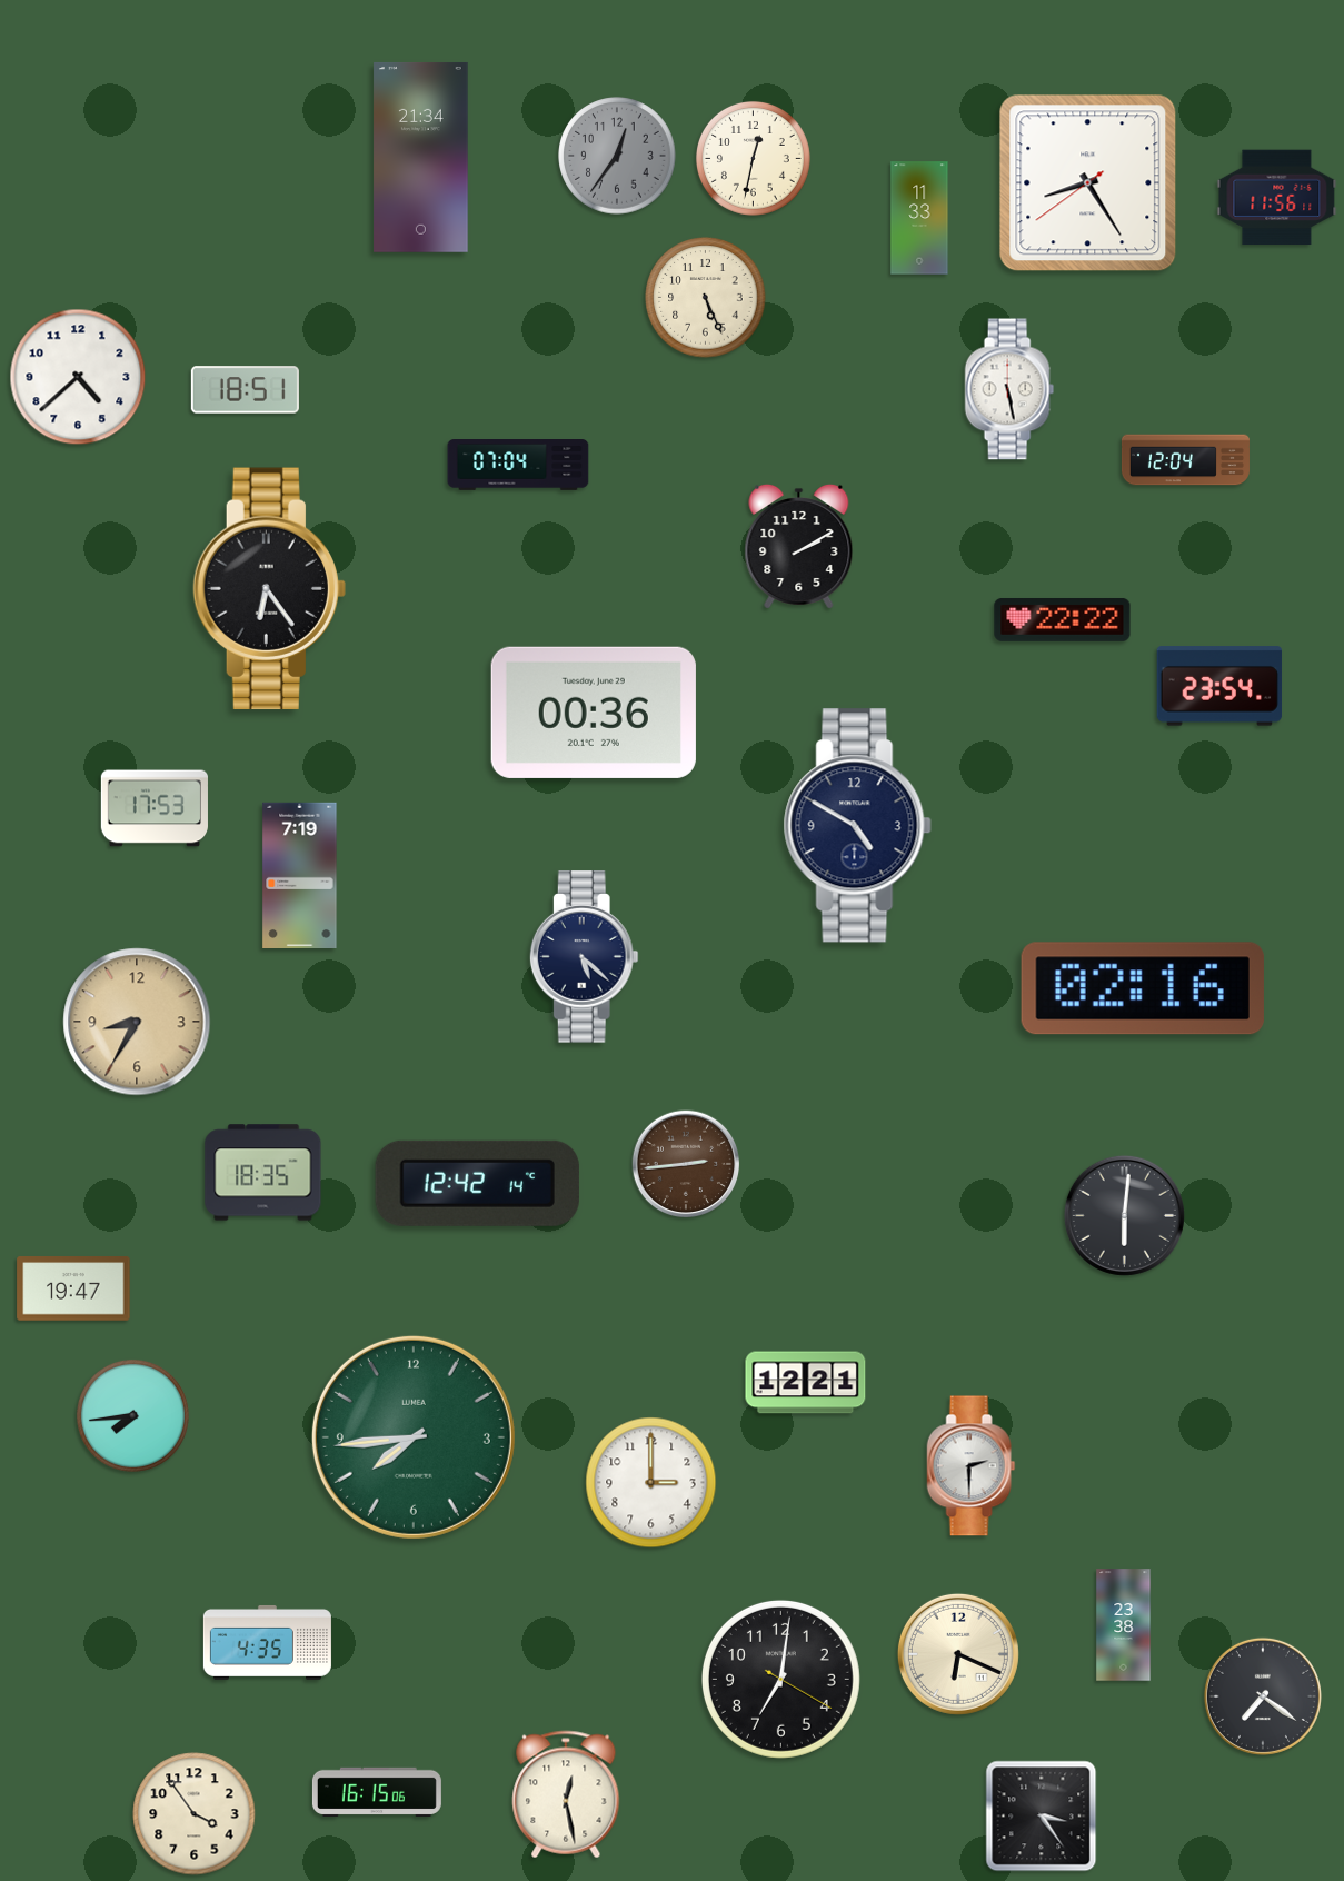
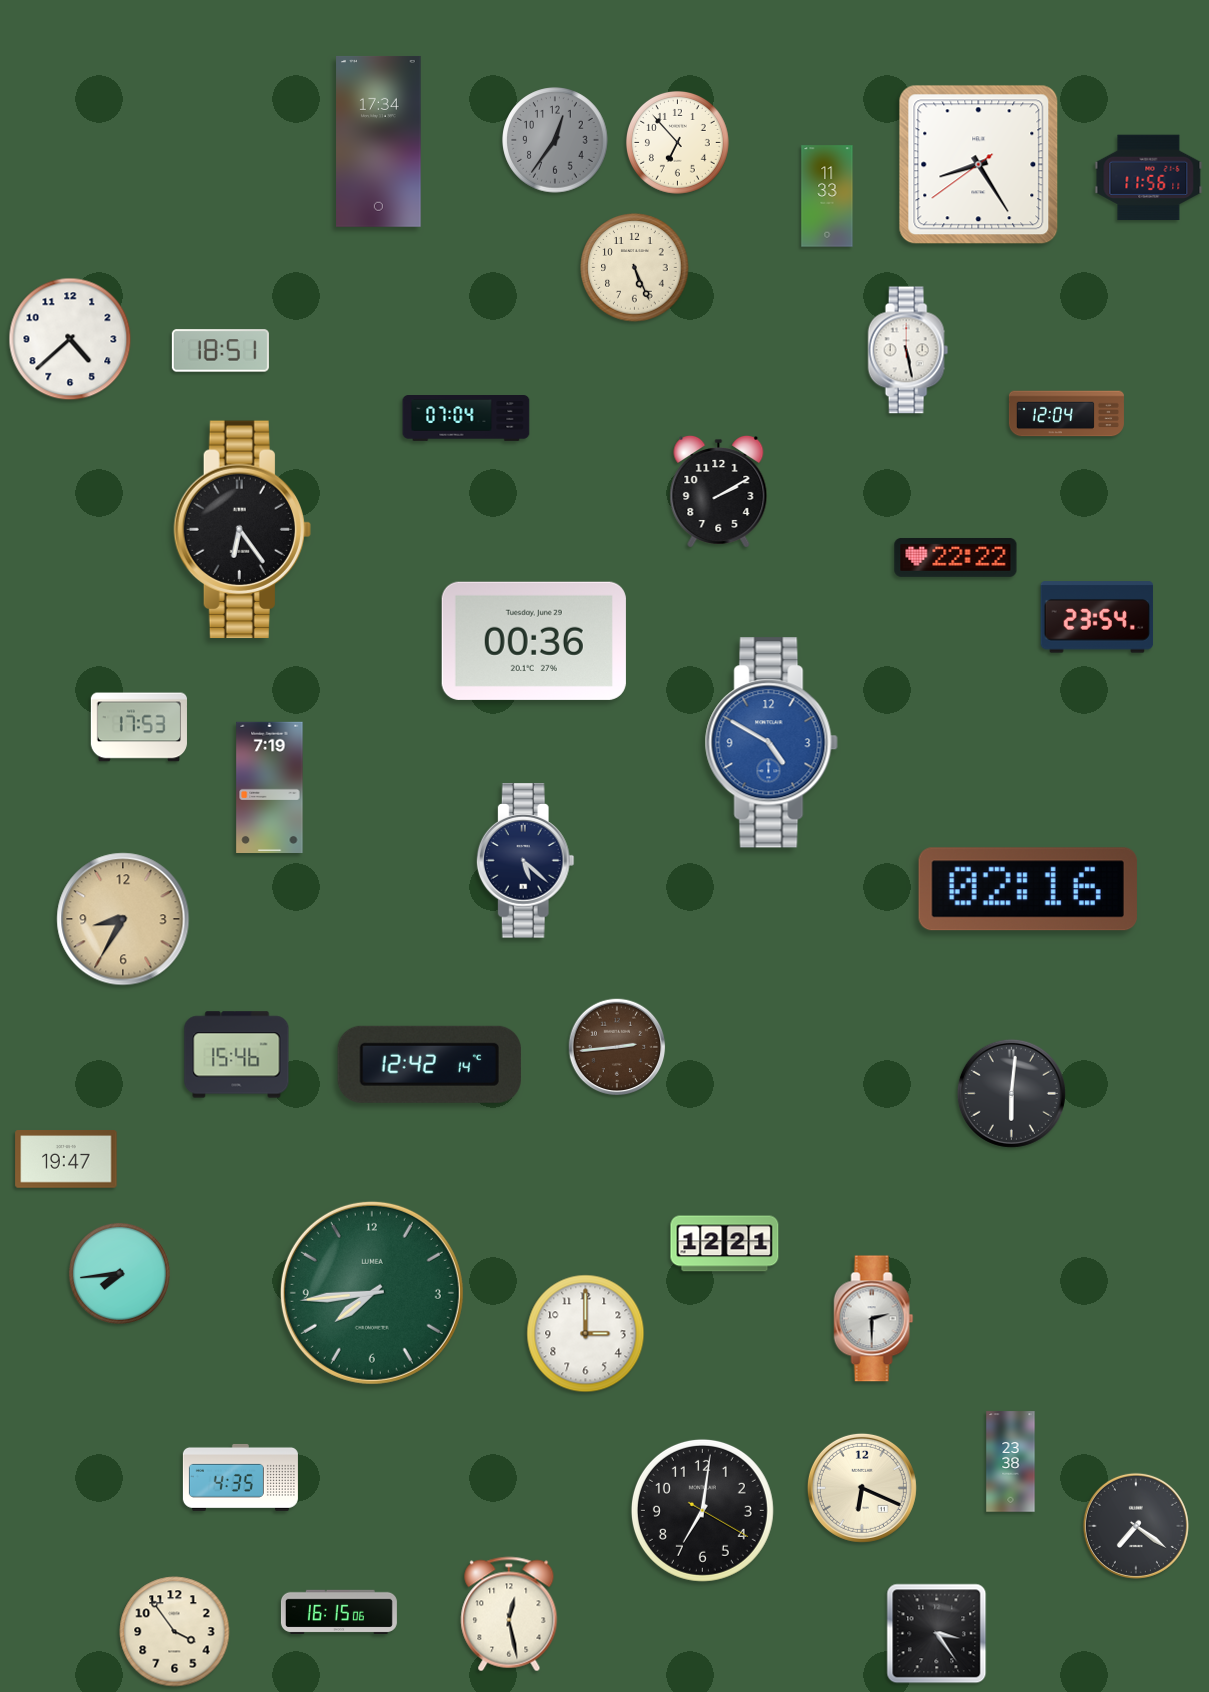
clock at (421, 157): 21:34 -> 17:34
clock at (753, 158): 12:32 -> 6:53
clock at (857, 826) dial: navy -> blue
clock at (263, 1173): 18:35 -> 15:46
